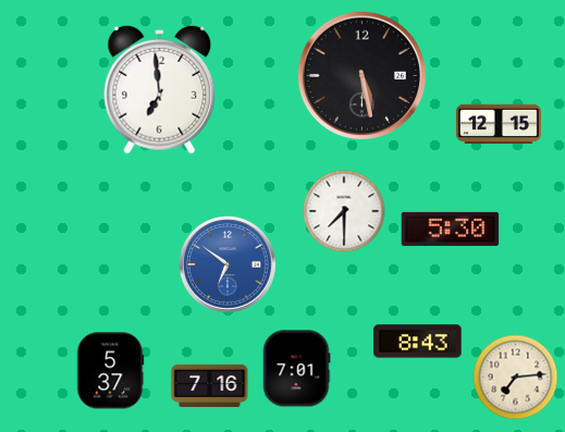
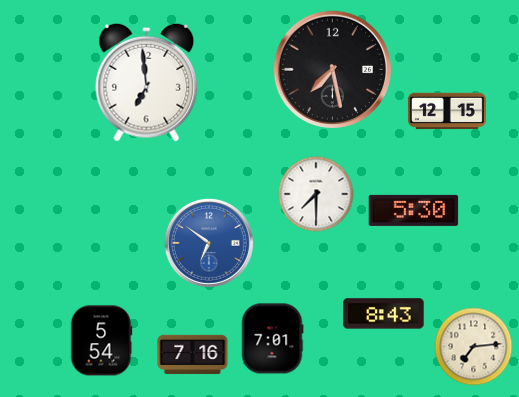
clock at (363, 76): 5:28 -> 7:28
clock at (499, 124) position: (499, 124) -> (447, 111)
clock at (110, 371): 5:37 -> 5:54
